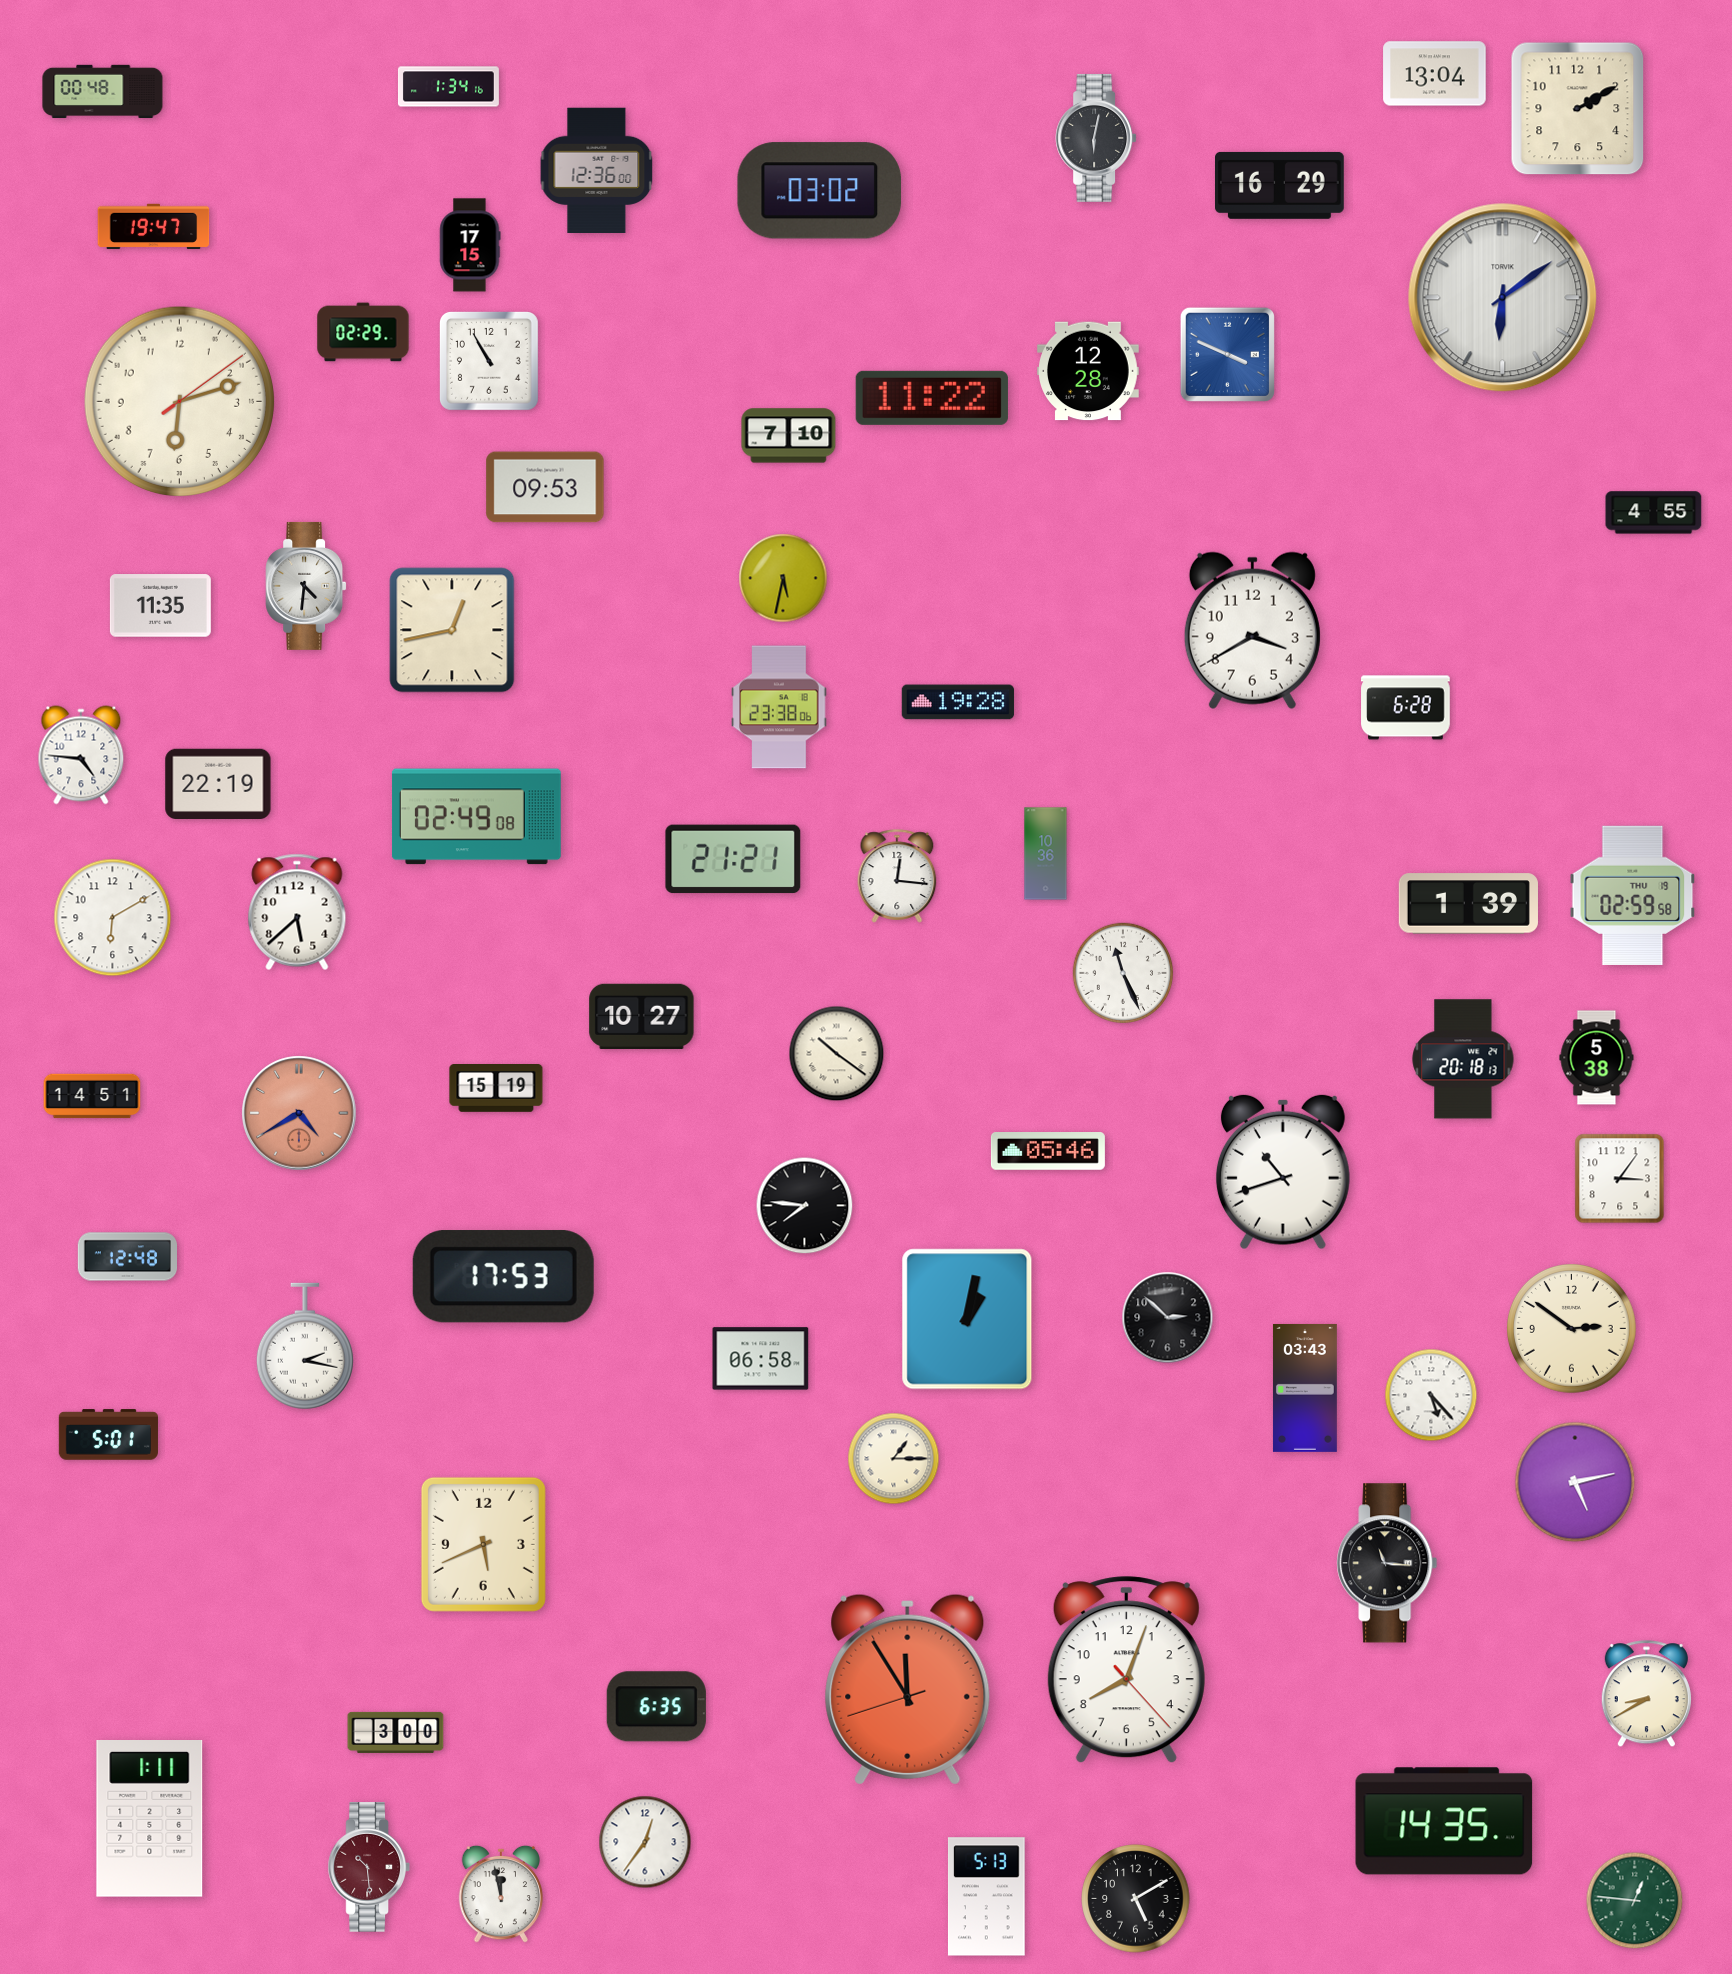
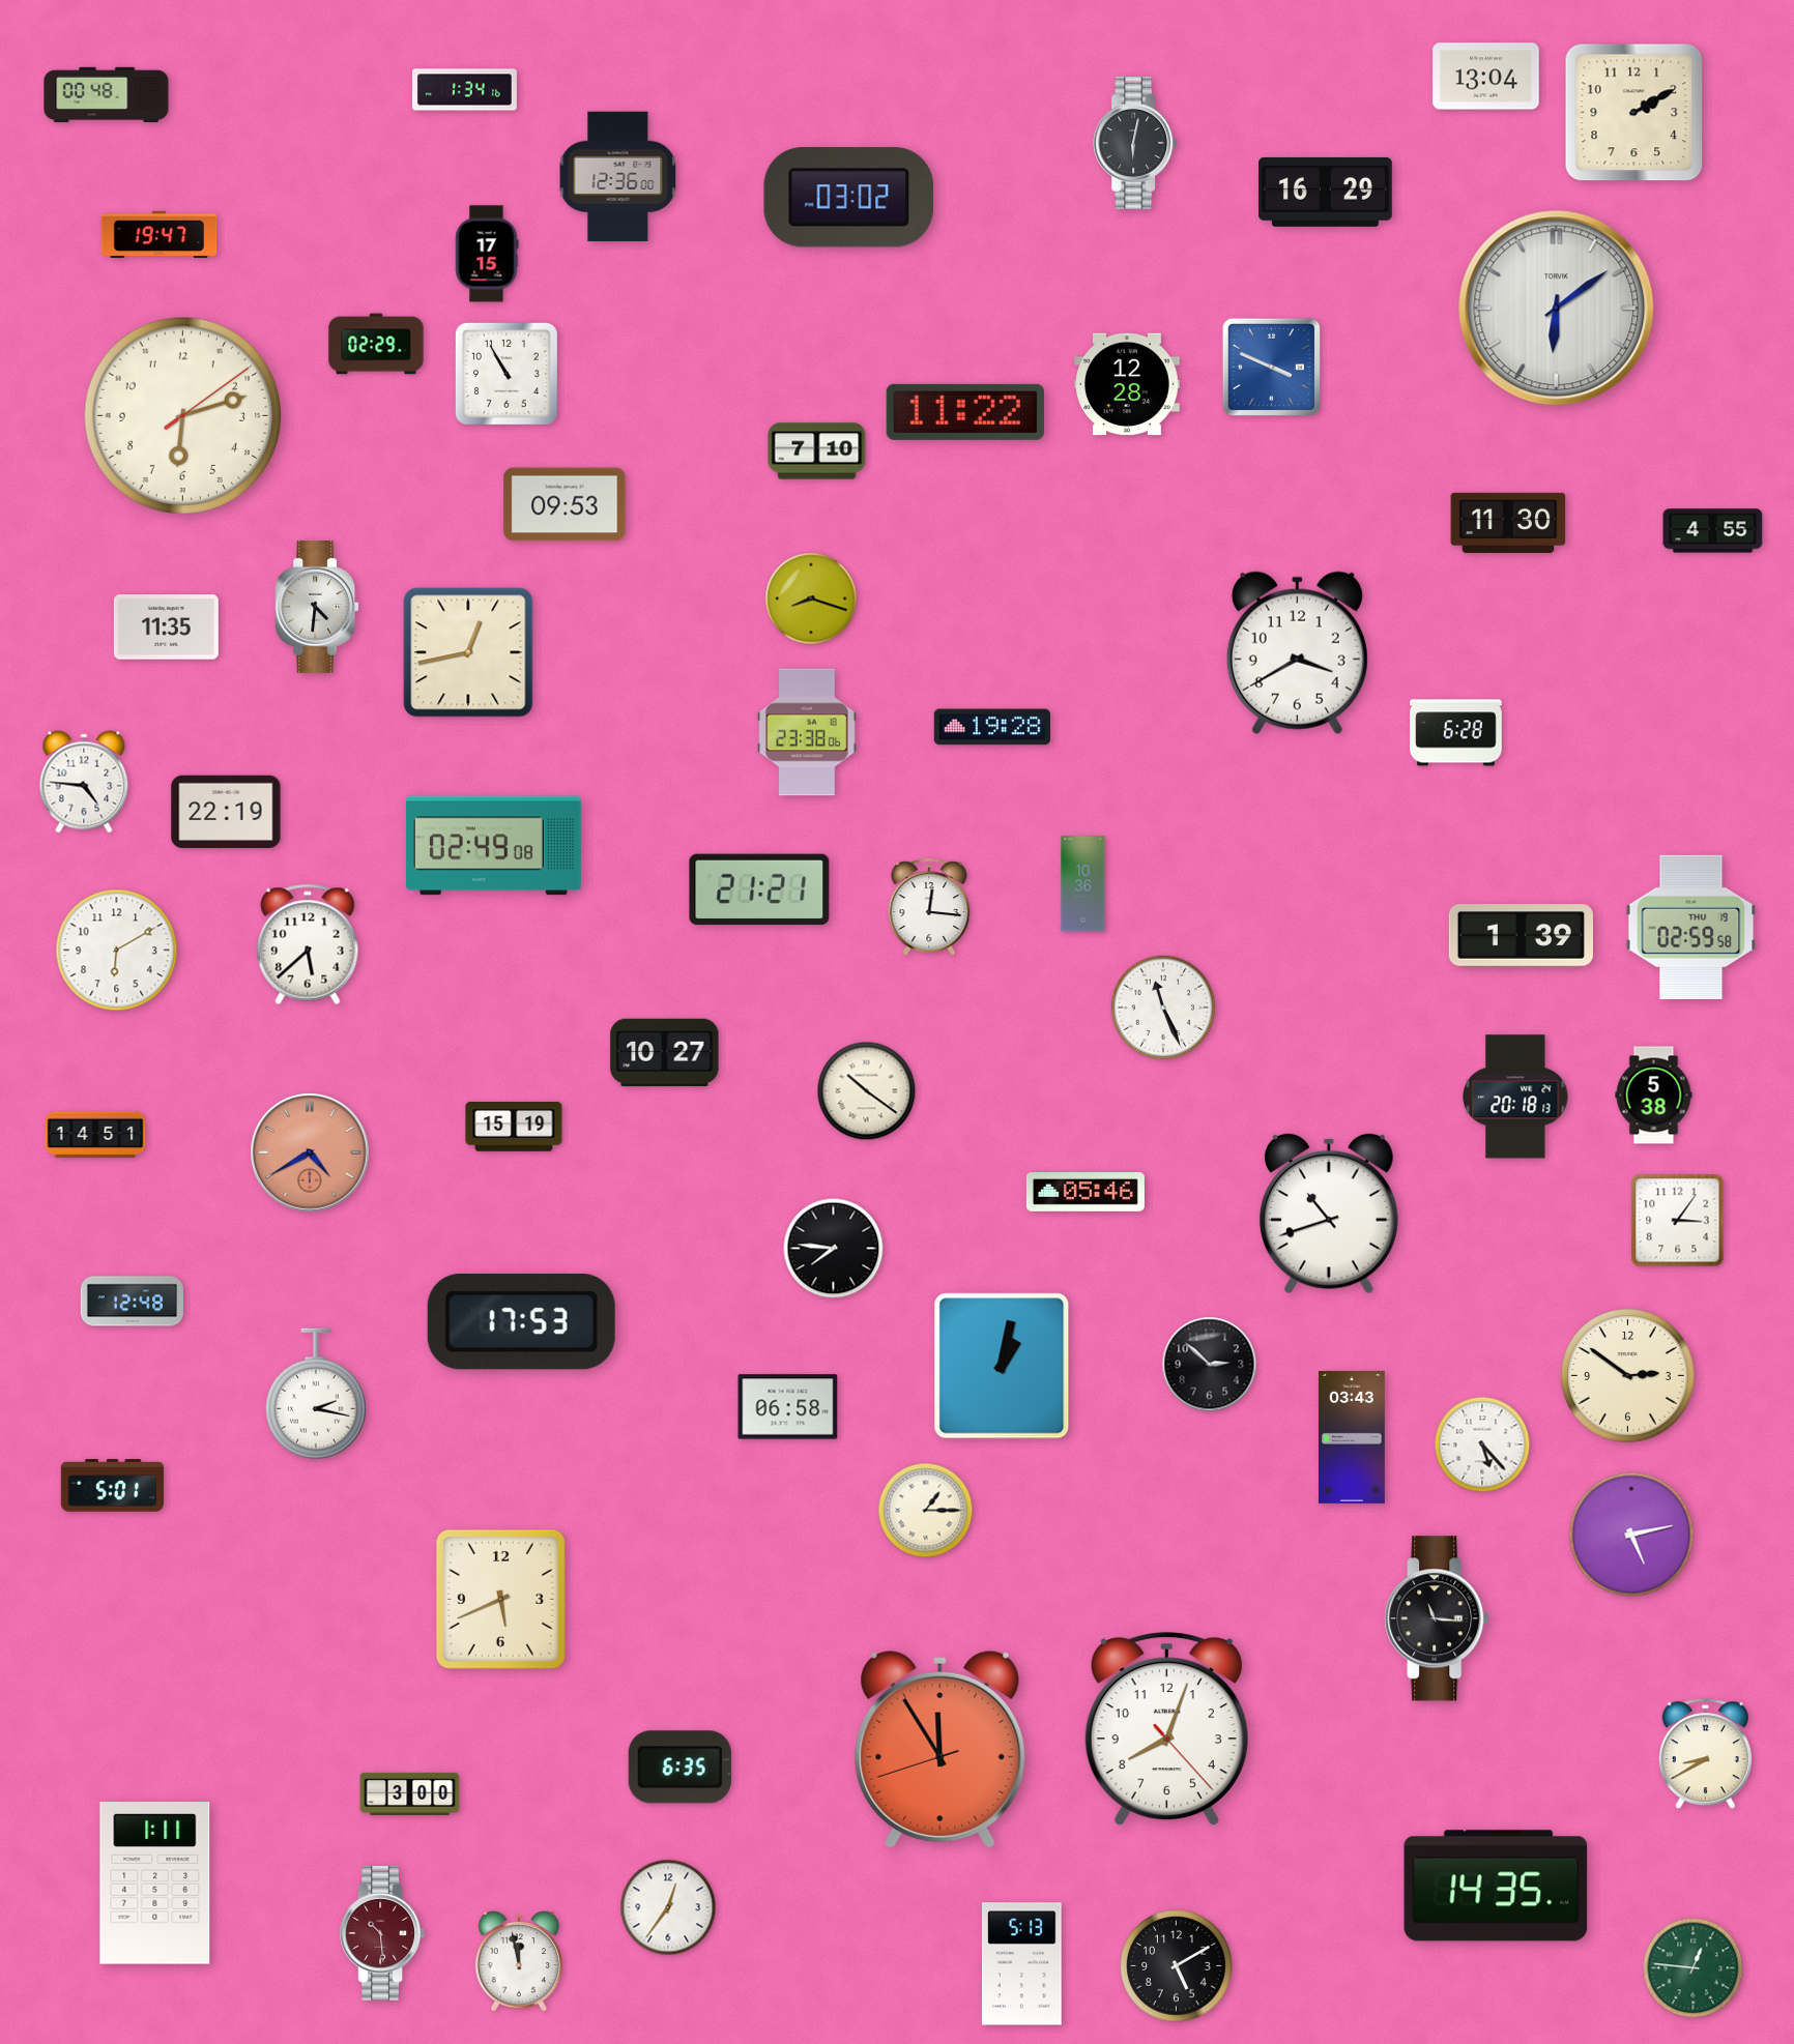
clock at (180, 402) position: (180, 402) -> (183, 416)
clock at (1508, 523): none -> 11:30
clock at (783, 578): 5:32 -> 8:18
